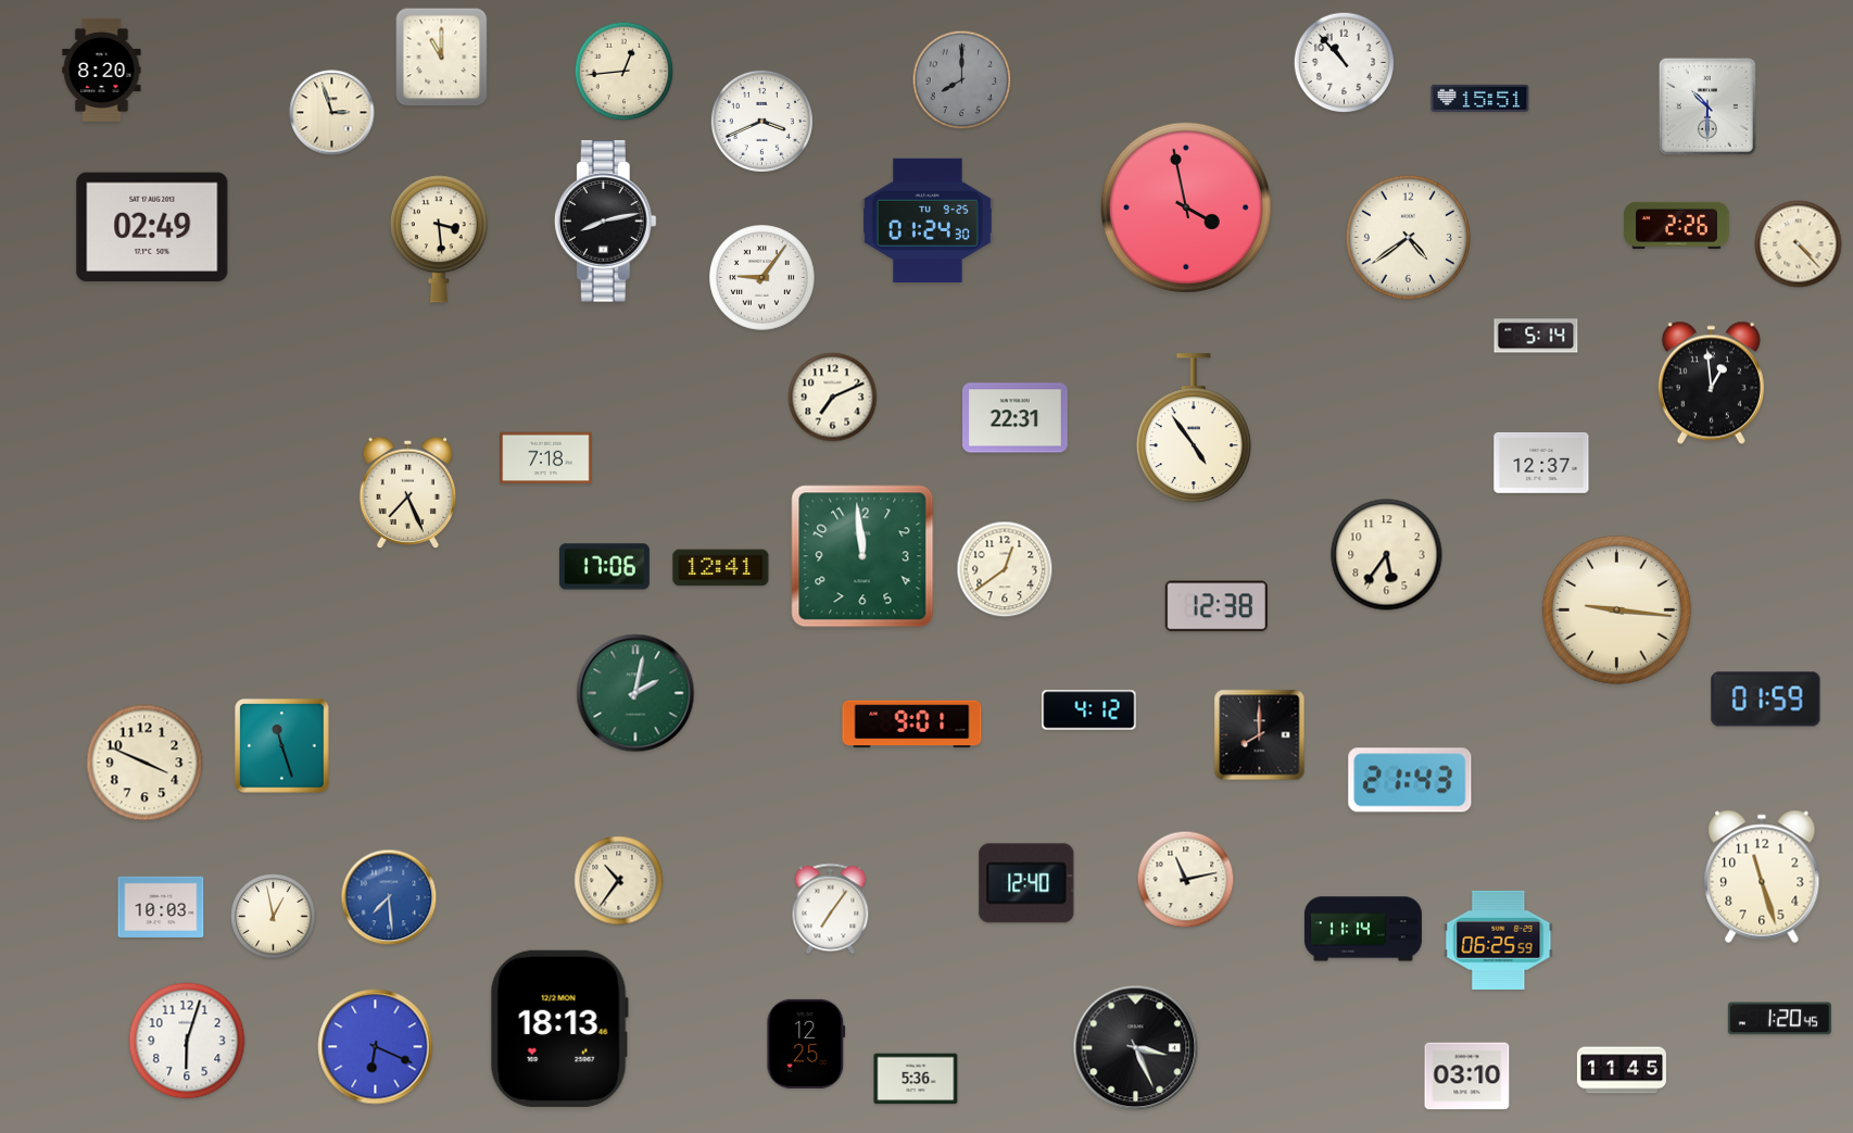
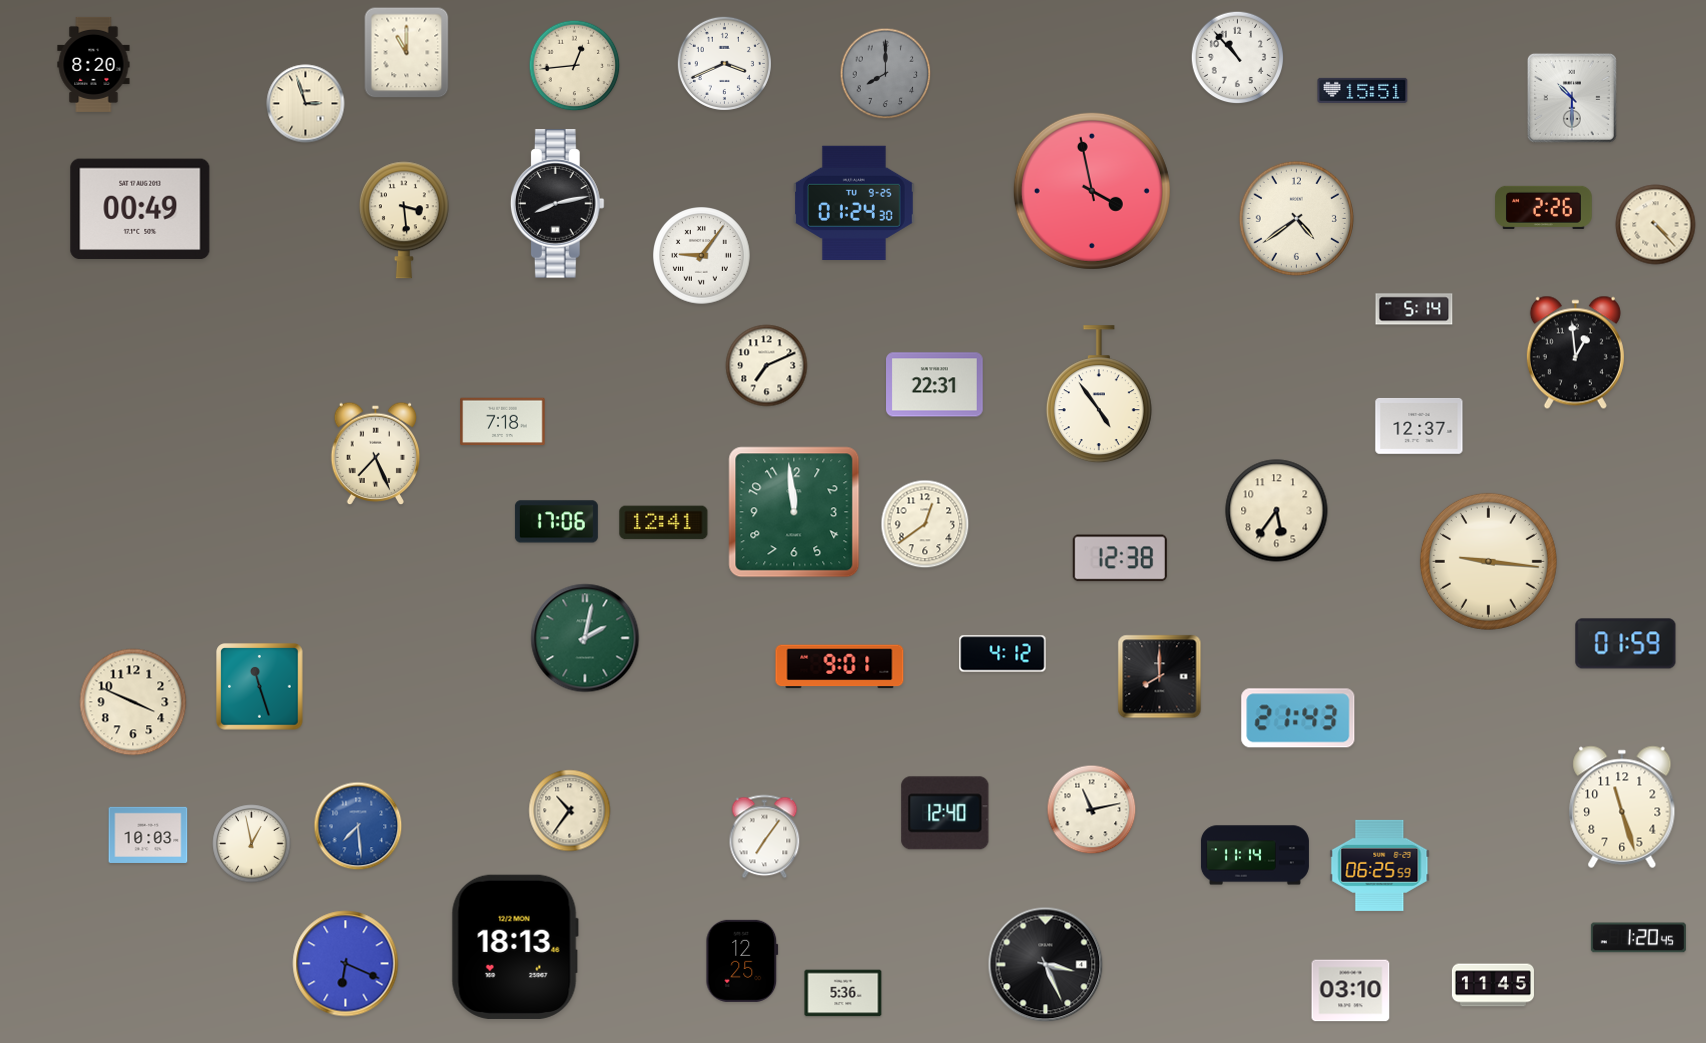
clock at (761, 121) position: (761, 121) -> (724, 63)
clock at (152, 227): 02:49 -> 00:49
clock at (187, 1041): 6:03 -> none
